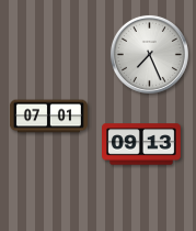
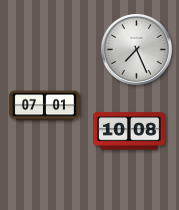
clock at (142, 144): 09:13 -> 10:08
